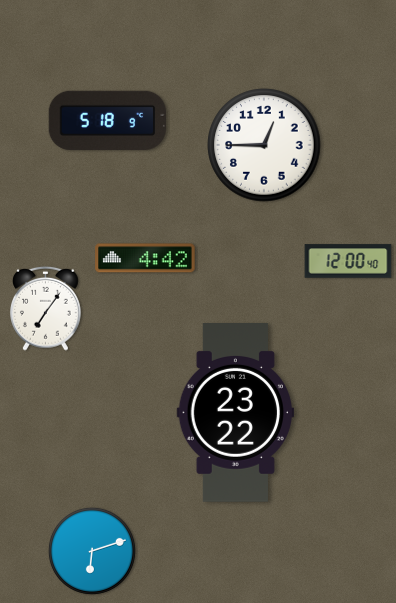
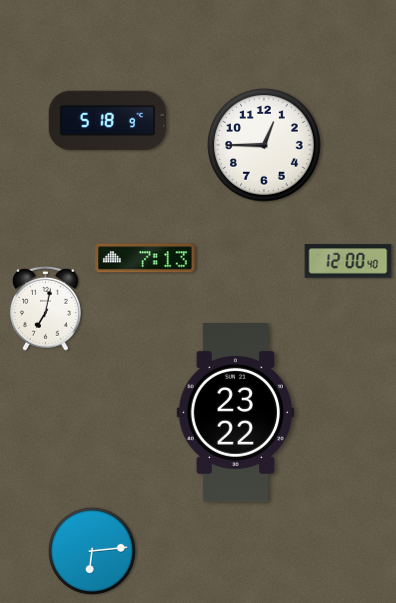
clock at (145, 258): 4:42 -> 7:13
clock at (46, 308): 7:06 -> 7:02
clock at (92, 551): 6:12 -> 6:14
